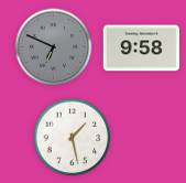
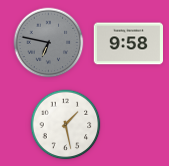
clock at (54, 47): 6:49 -> 6:47
